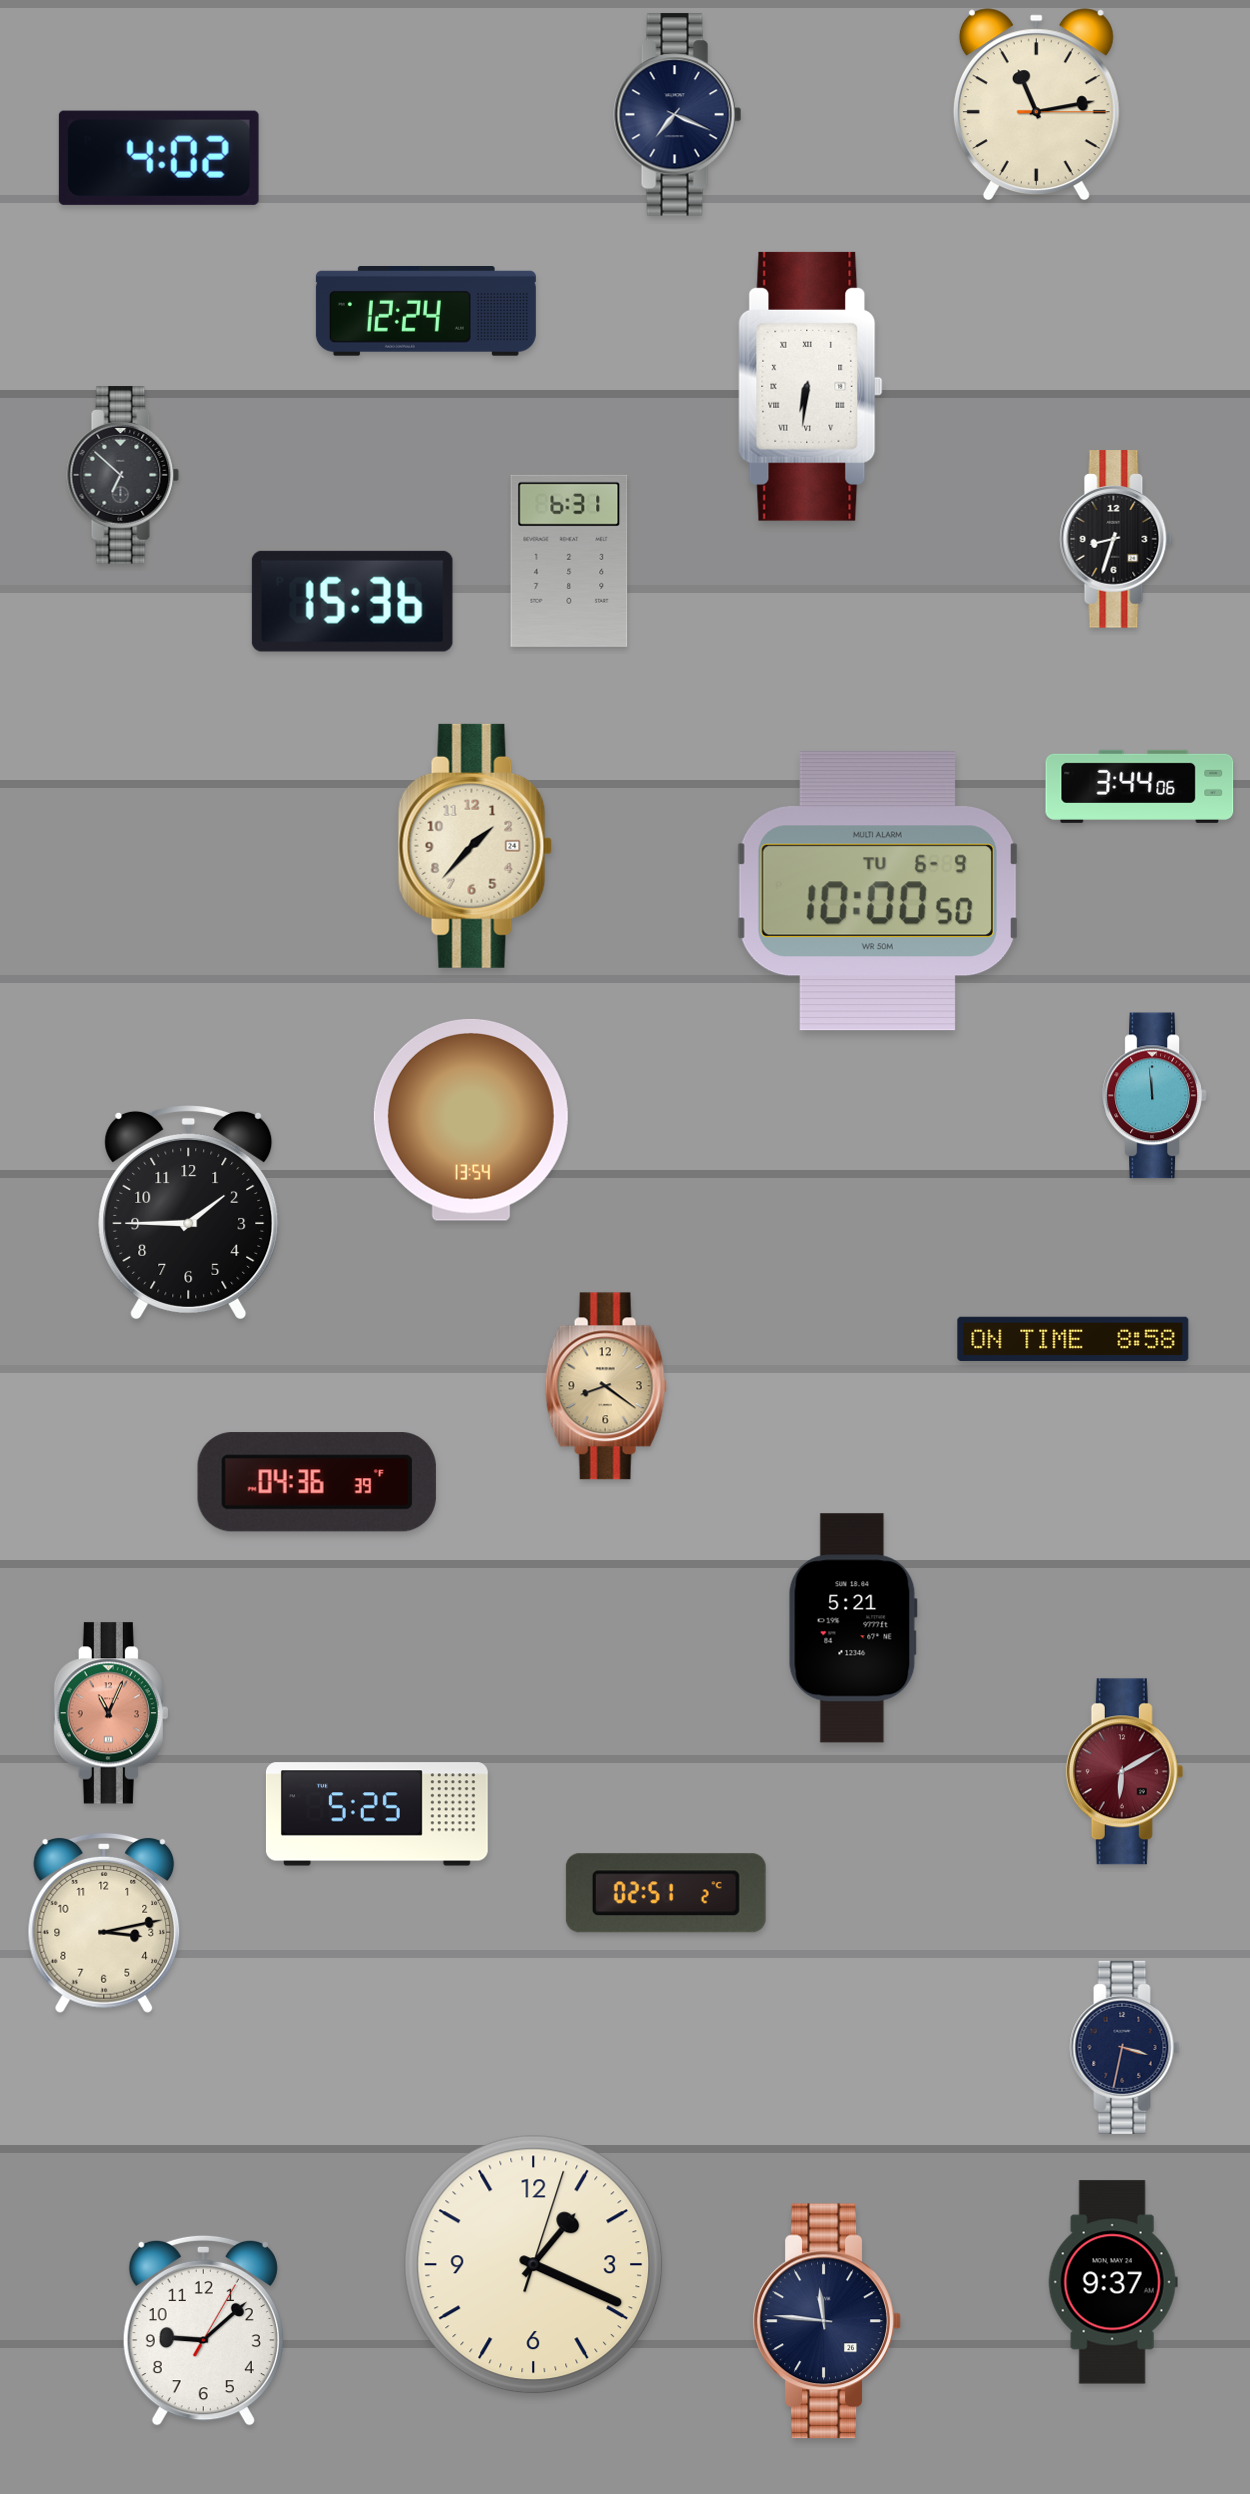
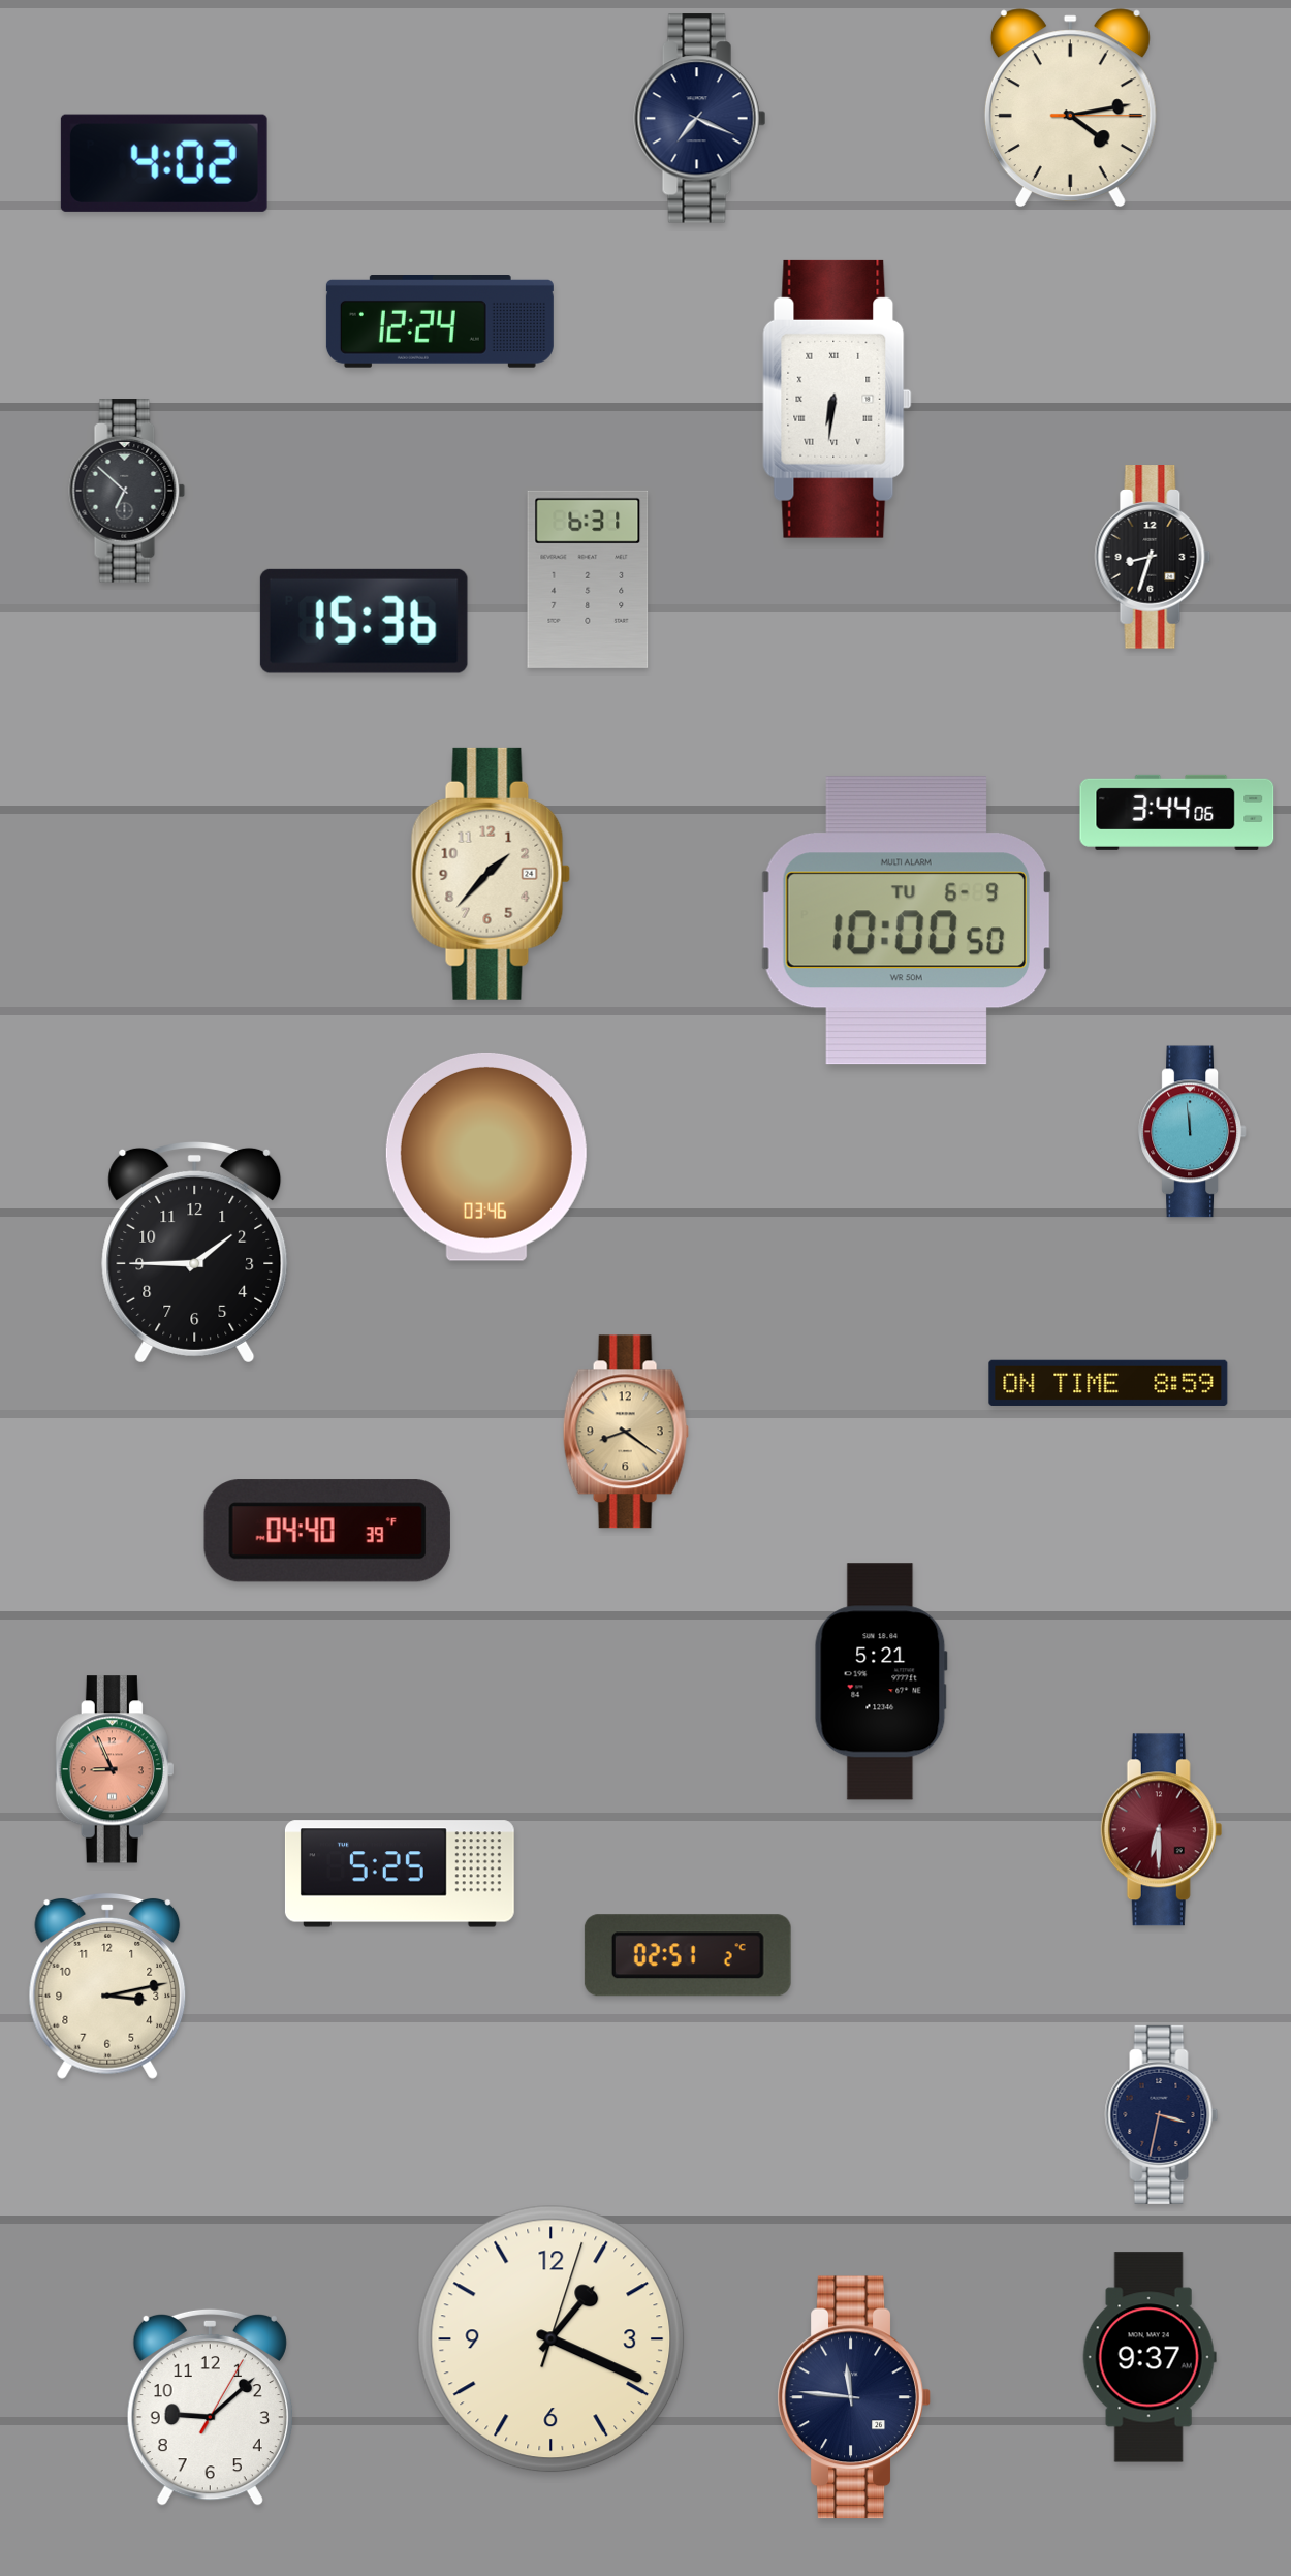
clock at (1036, 105): 11:13 -> 4:13
clock at (471, 1120): 13:54 -> 03:46
clock at (1073, 1339): 8:58 -> 8:59
clock at (317, 1482): 04:36 -> 04:40
clock at (111, 1713): 11:04 -> 8:56
clock at (1125, 1772): 6:10 -> 6:30
clock at (377, 1814) position: (377, 1814) -> (400, 1874)
